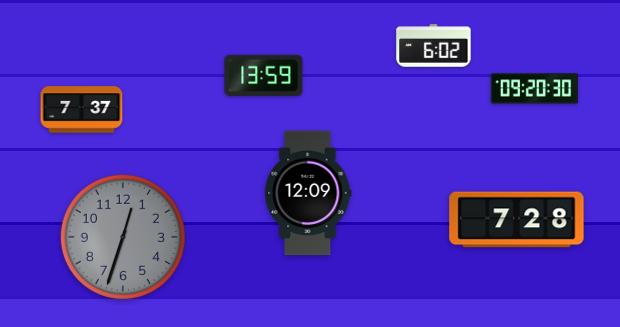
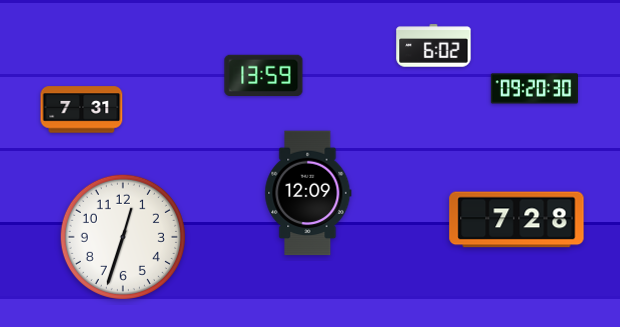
clock at (82, 110): 7:37 -> 7:31
clock at (123, 237) dial: grey -> white
